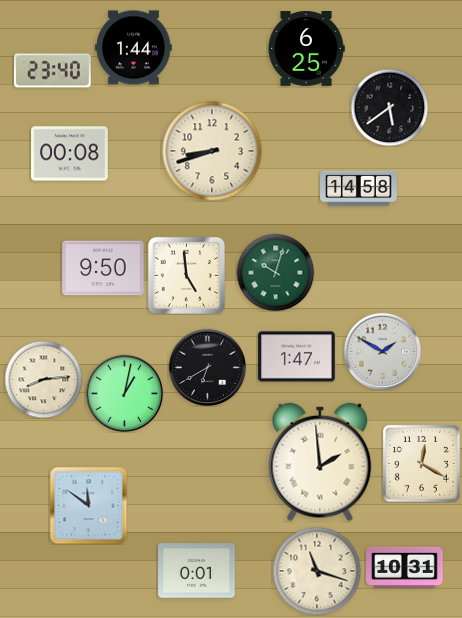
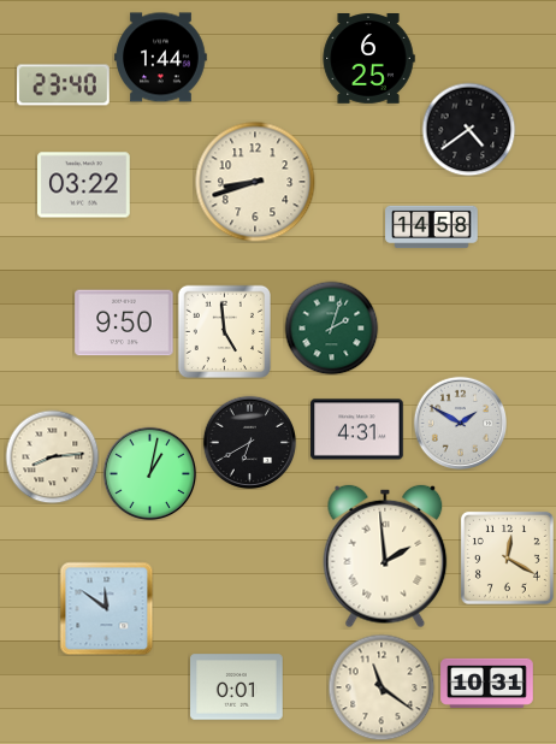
clock at (389, 107): 5:39 -> 4:39
clock at (70, 154): 00:08 -> 03:22
clock at (275, 272): 10:03 -> 2:03
clock at (297, 357): 1:47 -> 4:31
clock at (317, 571): 11:18 -> 11:21
